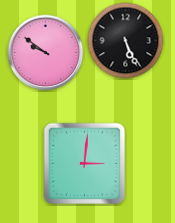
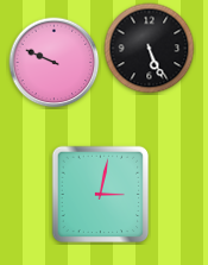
clock at (46, 53): 9:51 -> 9:49
clock at (85, 164): 3:01 -> 3:02
